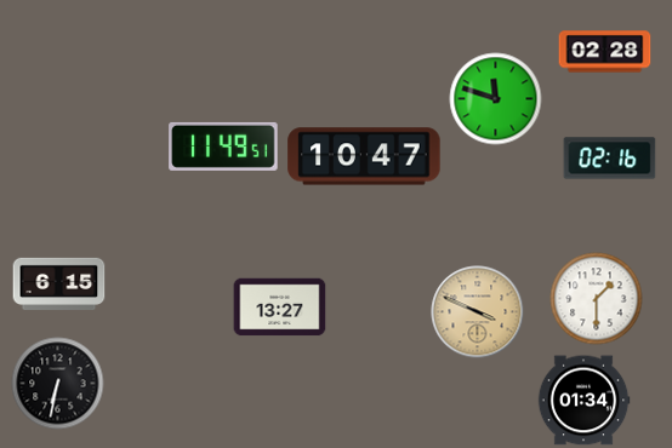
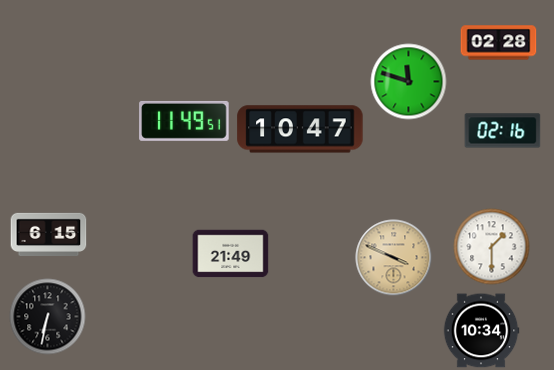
clock at (280, 308): 13:27 -> 21:49
clock at (583, 401): 01:34 -> 10:34
